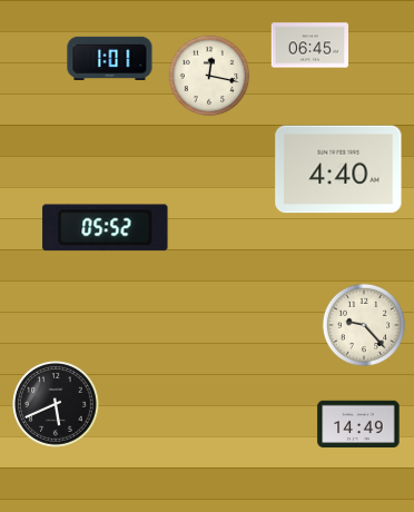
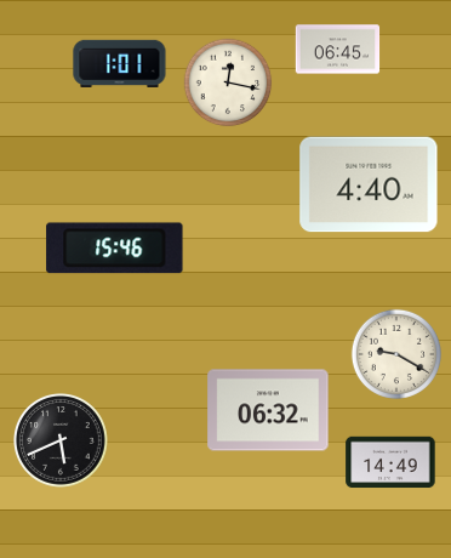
clock at (106, 228): 05:52 -> 15:46
clock at (363, 324): 9:23 -> 9:20
clock at (268, 410): none -> 06:32
